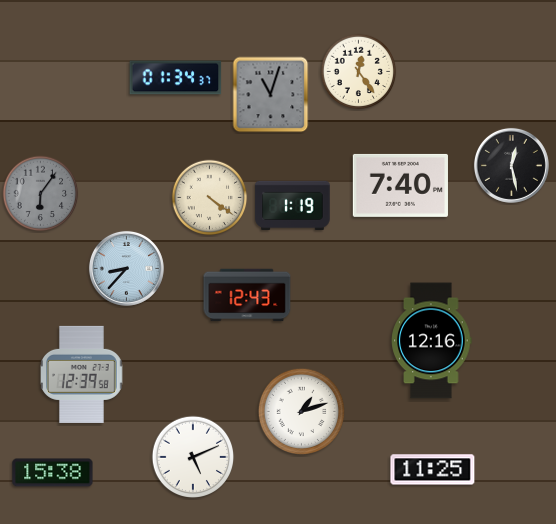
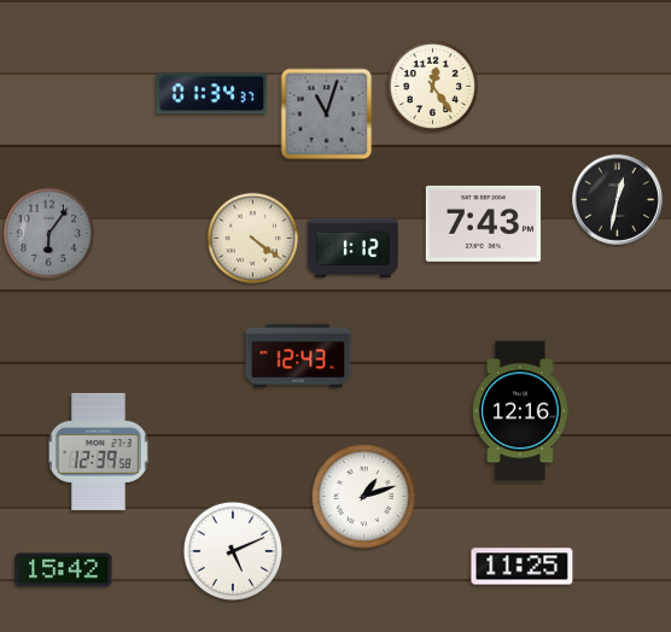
clock at (511, 165): 12:28 -> 12:32
clock at (400, 185): 7:40 -> 7:43
clock at (293, 205): 1:19 -> 1:12
clock at (126, 268): 8:37 -> none
clock at (53, 473): 15:38 -> 15:42
